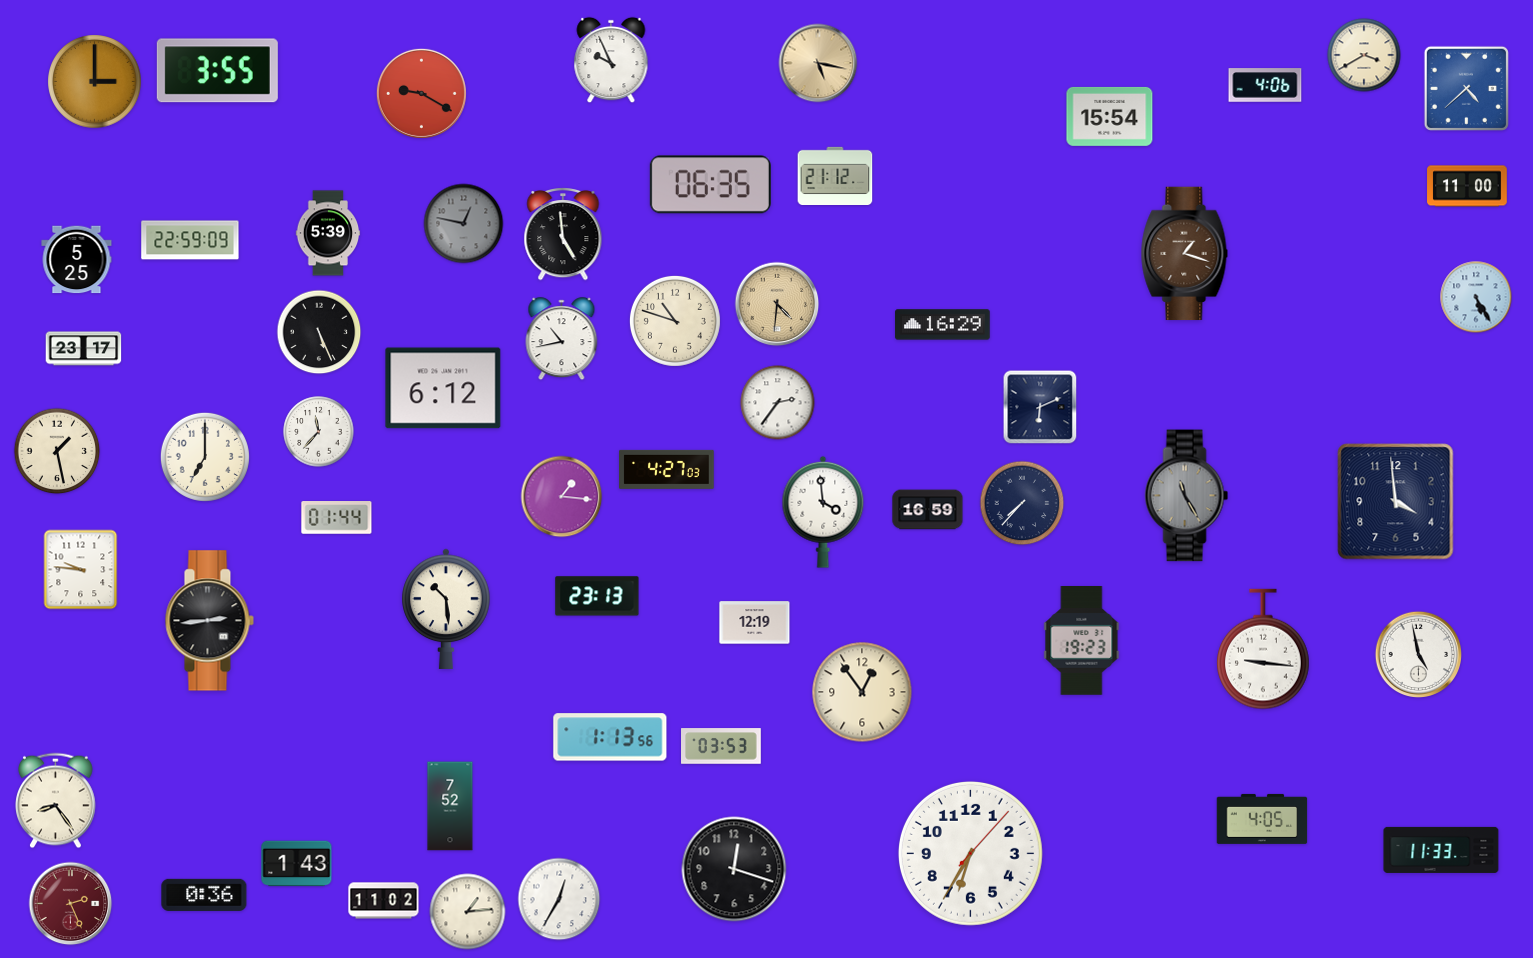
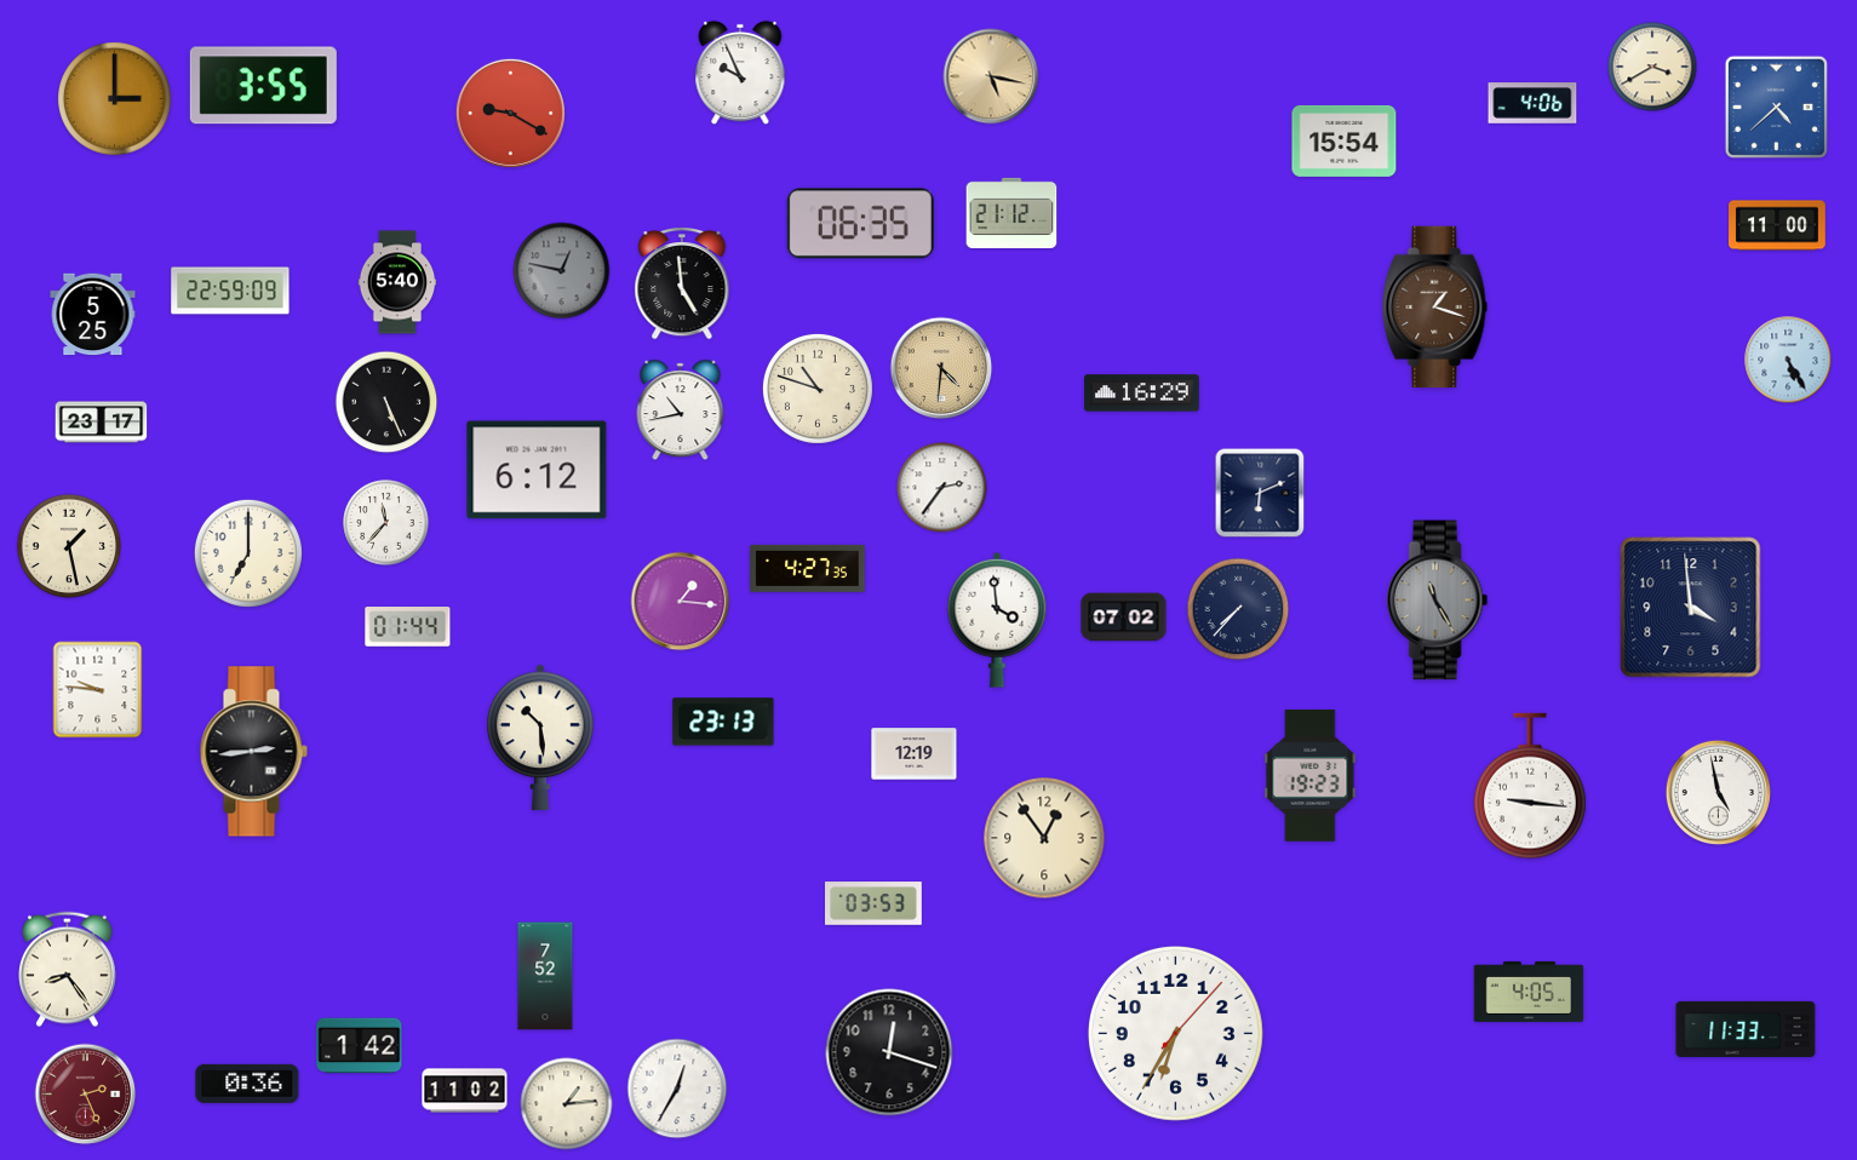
clock at (328, 233): 5:39 -> 5:40
clock at (667, 469): 4:27:03 -> 4:27:35
clock at (928, 510): 16:59 -> 07:02
clock at (610, 737): 1:13 -> none
clock at (297, 864): 1:43 -> 1:42
